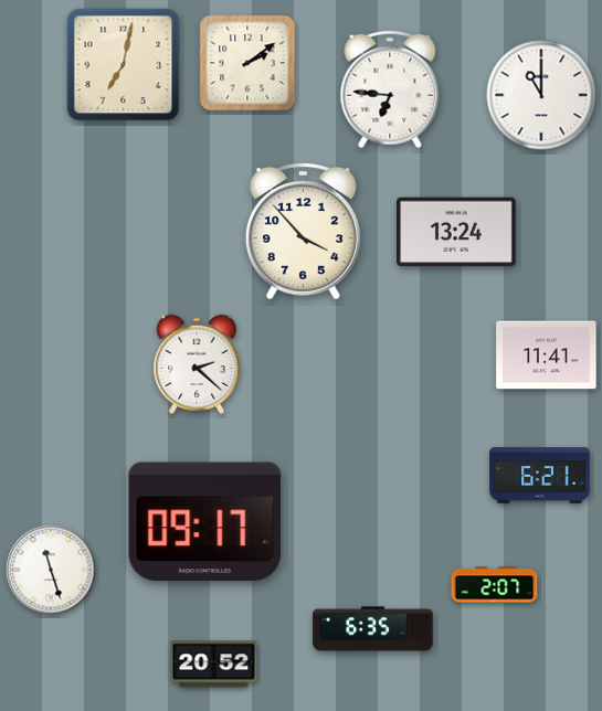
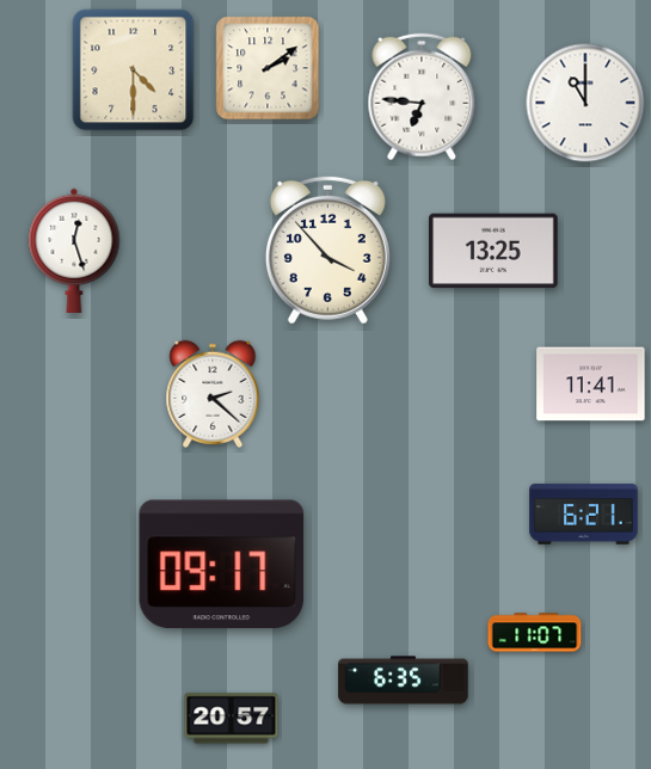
clock at (124, 65): 7:02 -> 4:30
clock at (74, 251): none -> 12:27
clock at (457, 232): 13:24 -> 13:25
clock at (51, 570): 11:27 -> none
clock at (495, 585): 2:07 -> 11:07
clock at (214, 665): 20:52 -> 20:57
